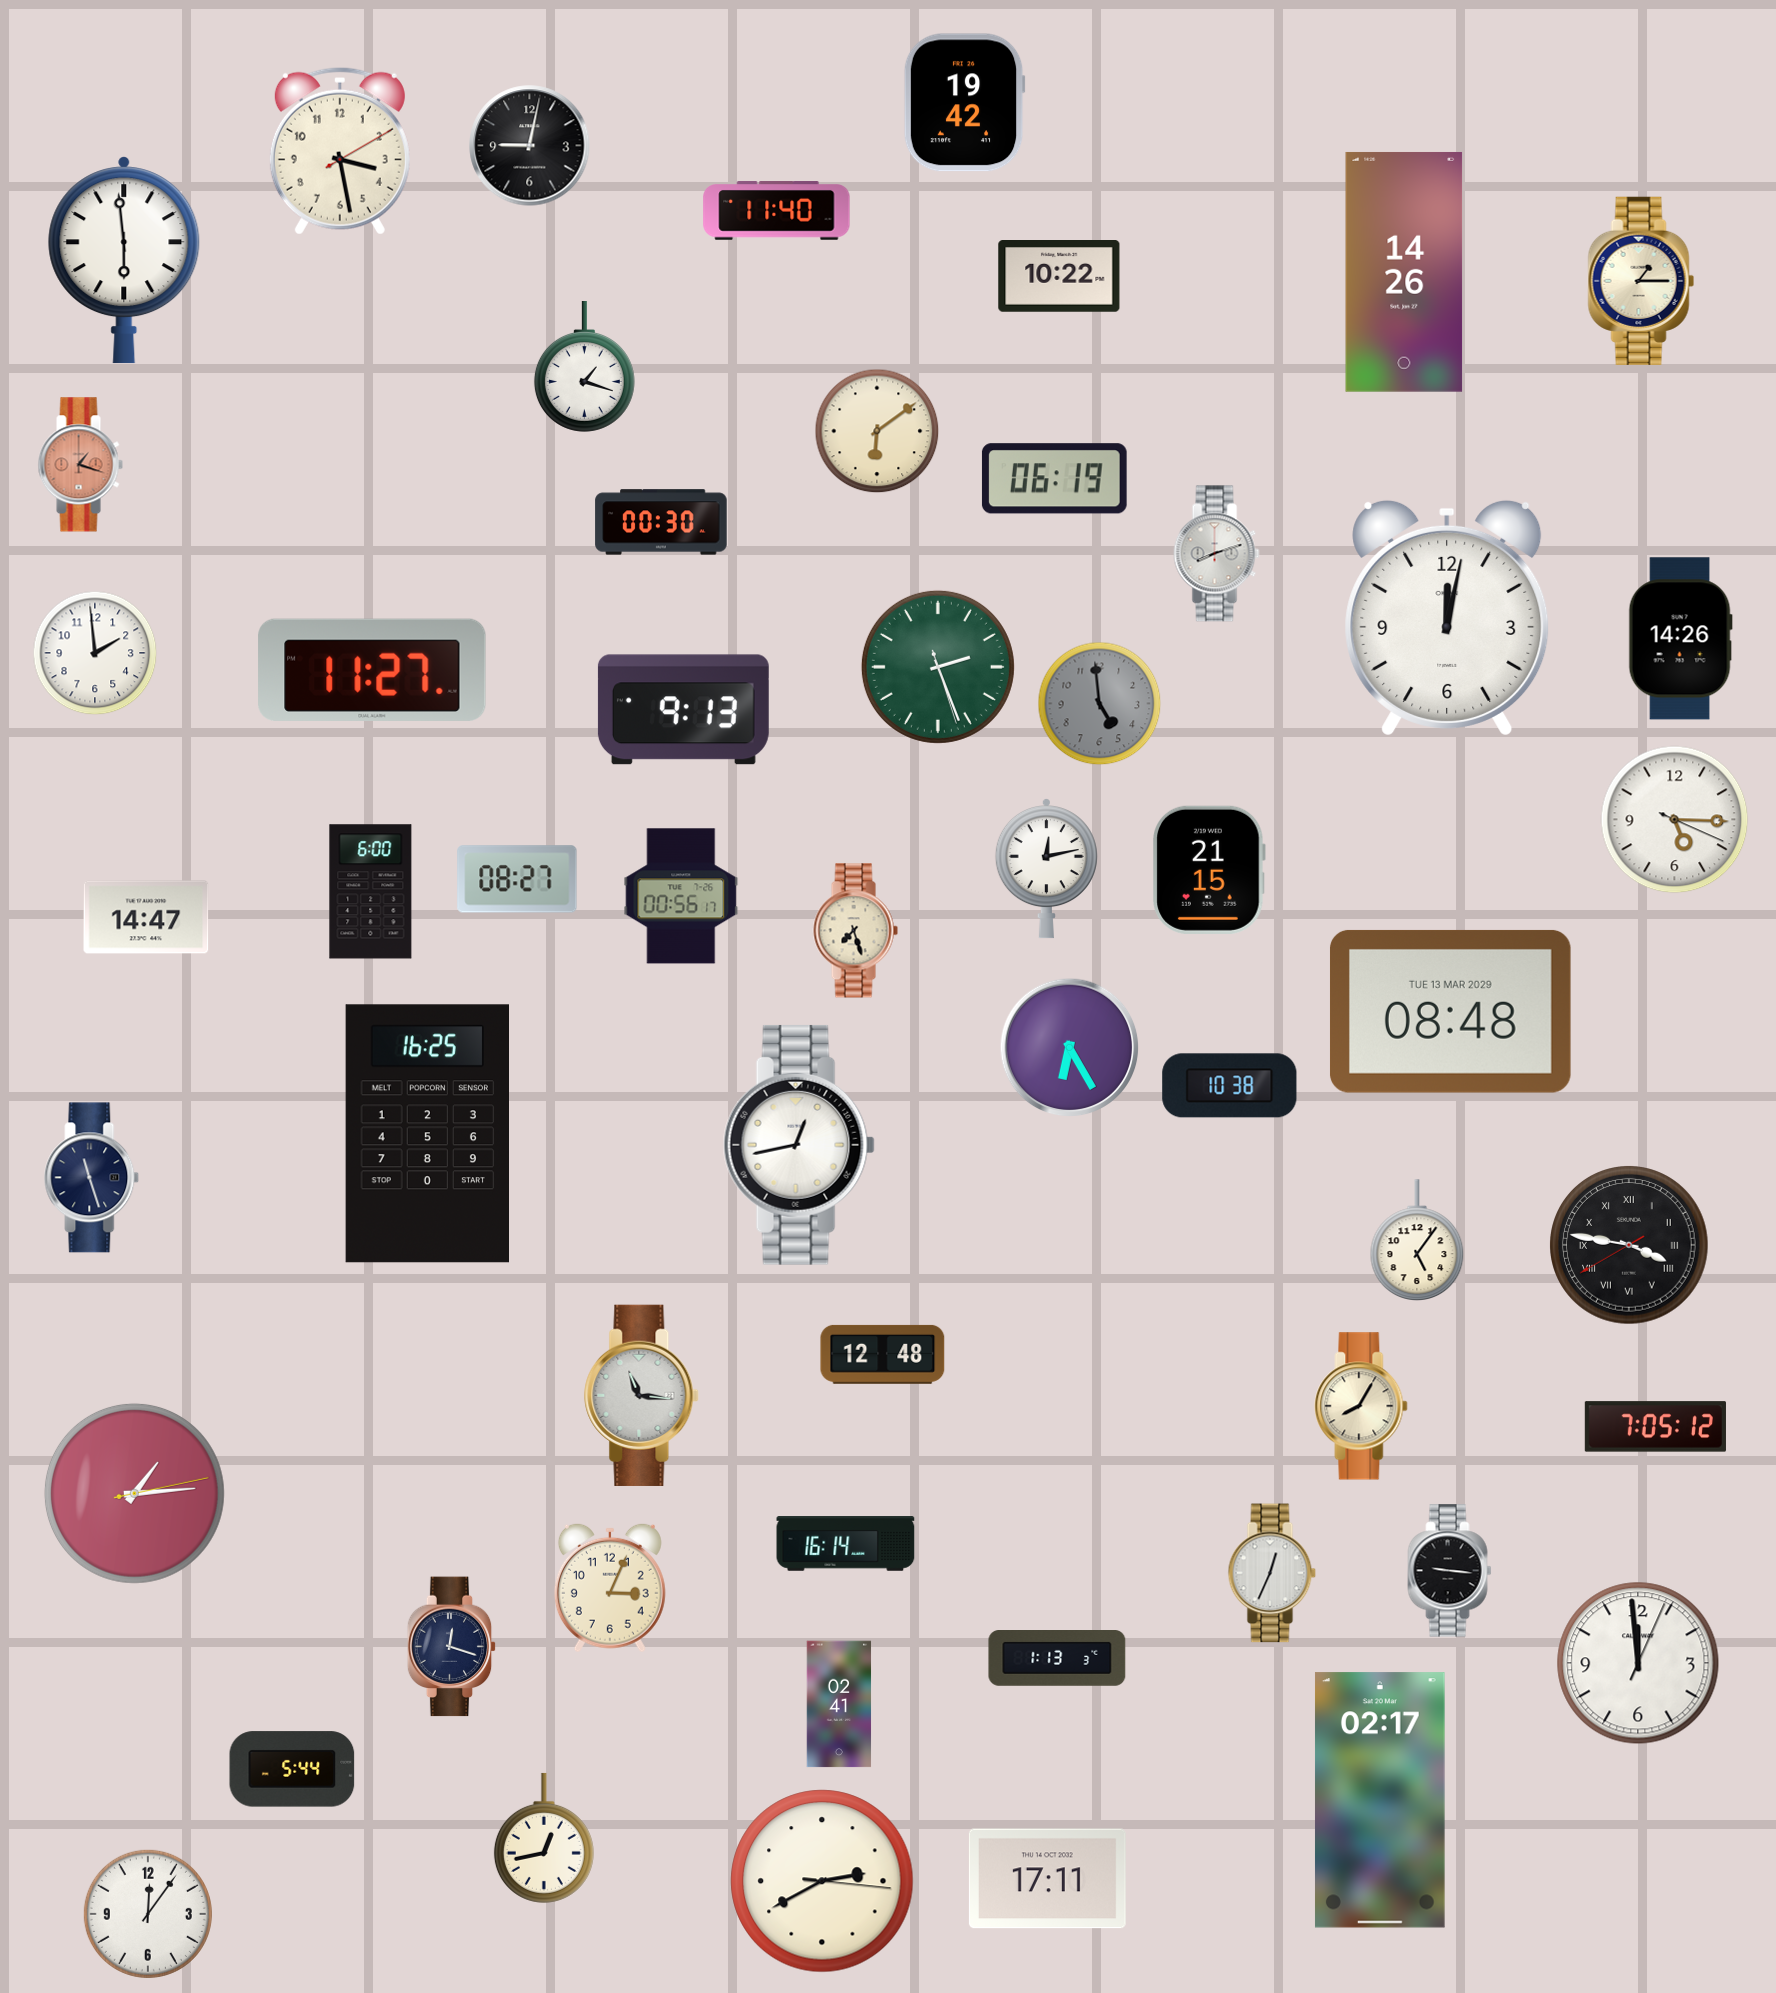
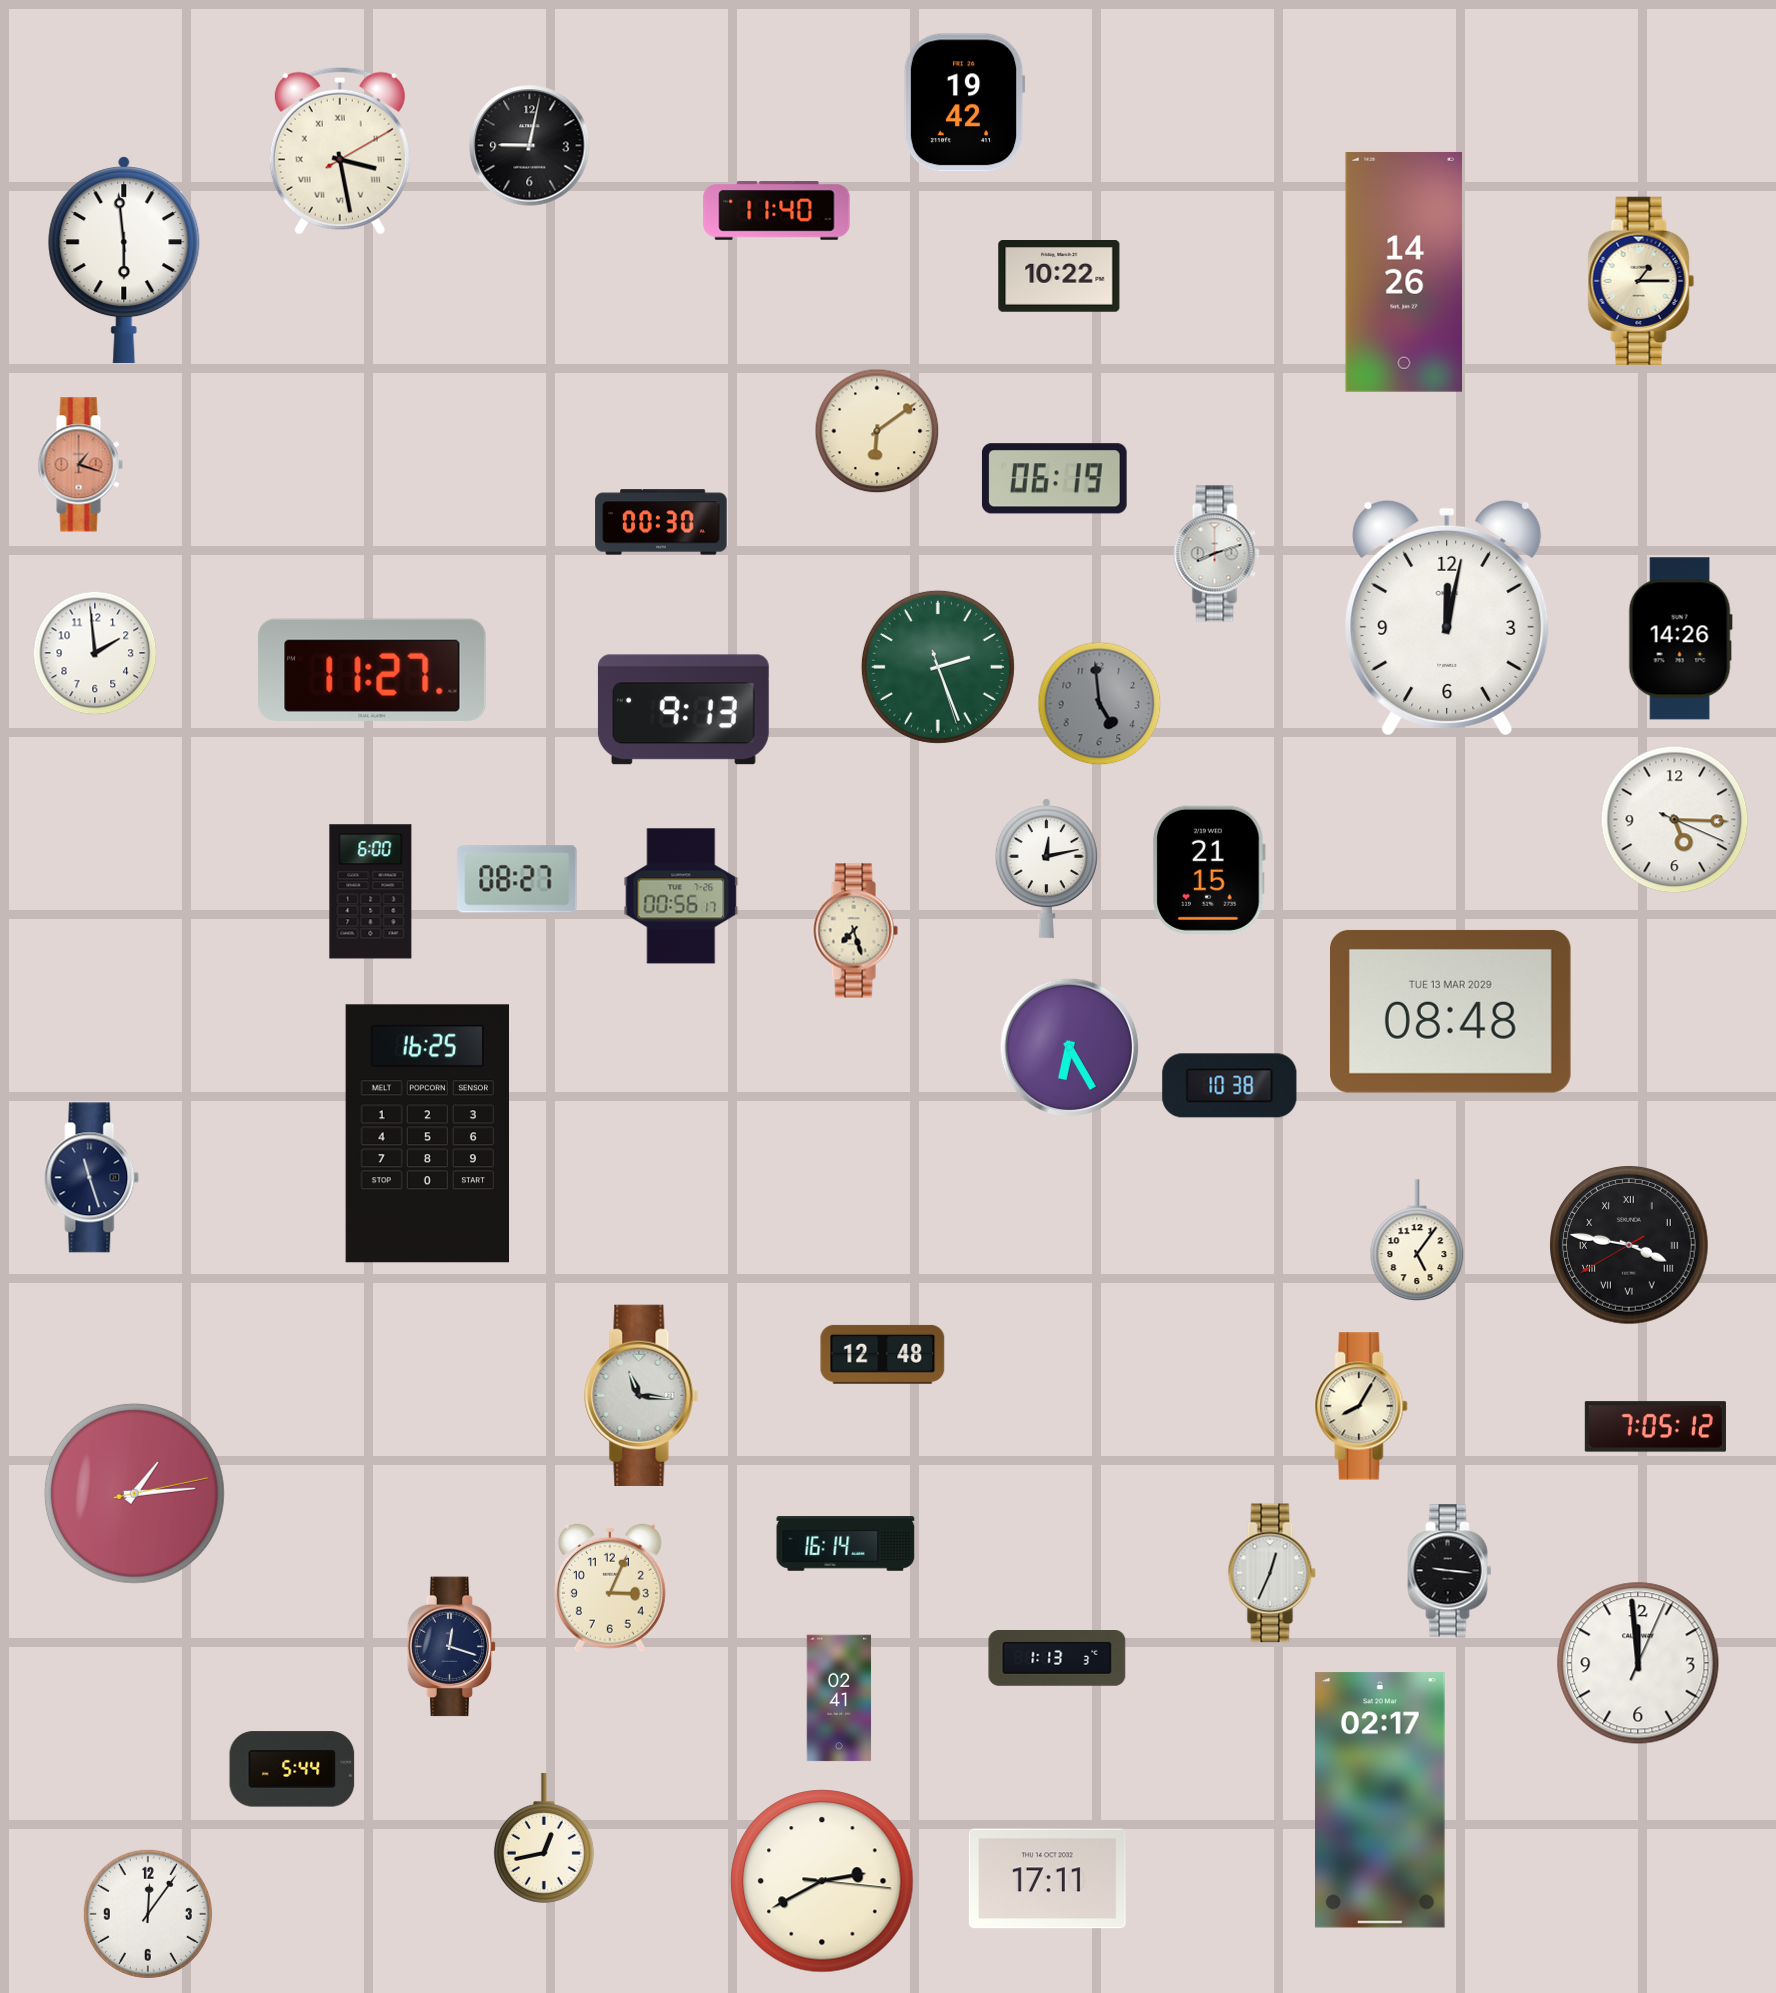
clock at (340, 151) numerals: Arabic -> Roman
clock at (584, 367): 1:18 -> none
clock at (146, 917): 14:47 -> none
clock at (799, 1145): 12:43 -> none
clock at (839, 1704) position: (839, 1704) -> (839, 1698)
